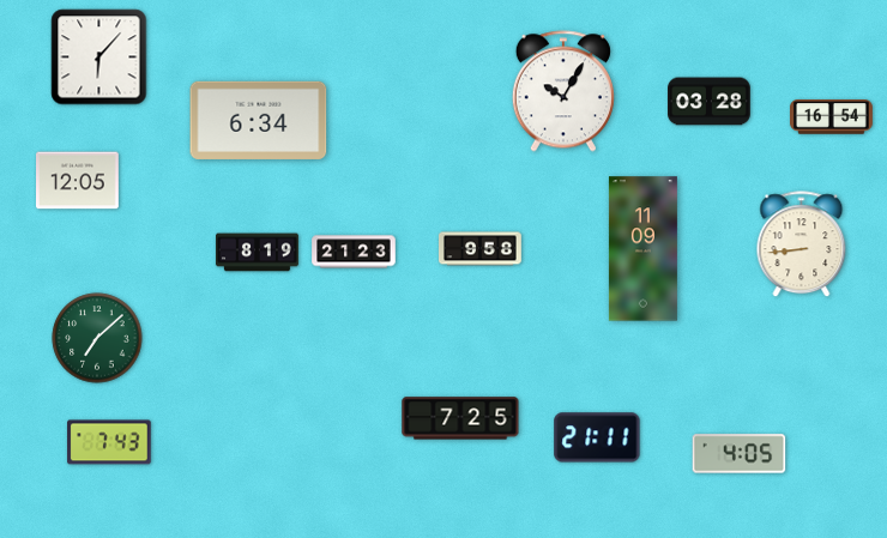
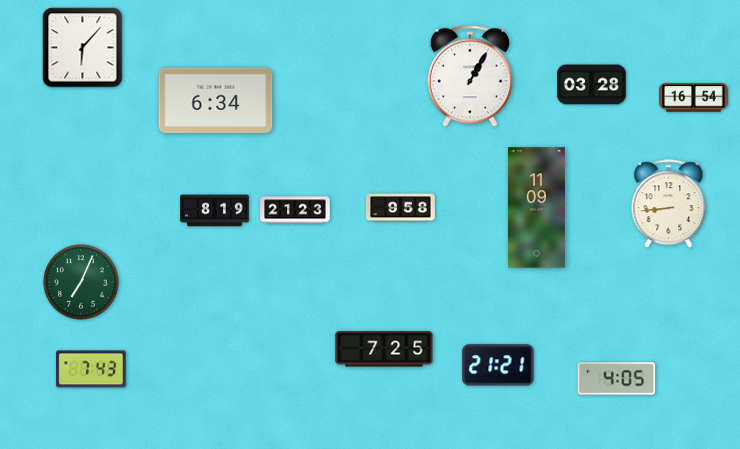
clock at (563, 91): 10:05 -> 1:05
clock at (78, 181): 12:05 -> none
clock at (97, 338): 7:08 -> 7:04
clock at (597, 437): 21:11 -> 21:21
